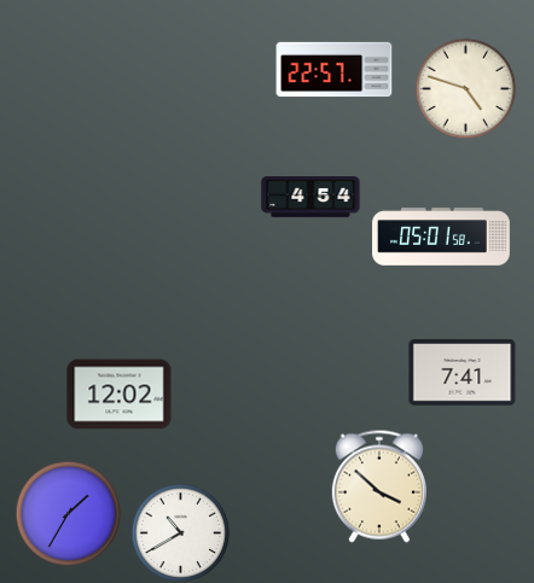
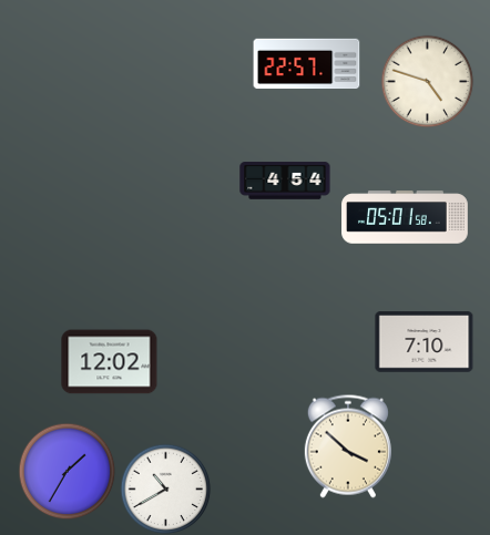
clock at (463, 373): 7:41 -> 7:10
clock at (68, 513) position: (68, 513) -> (67, 471)
